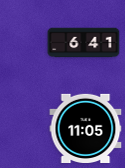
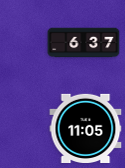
clock at (84, 43): 6:41 -> 6:37
